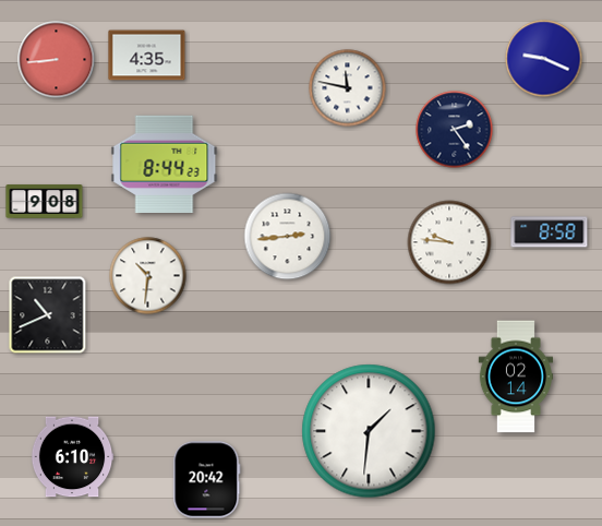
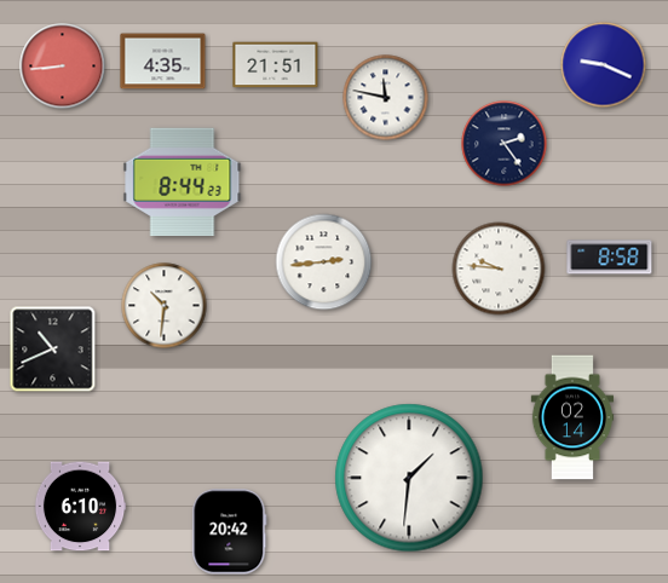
clock at (276, 65): none -> 21:51
clock at (45, 202): 9:08 -> none
clock at (288, 237) position: (288, 237) -> (324, 262)
